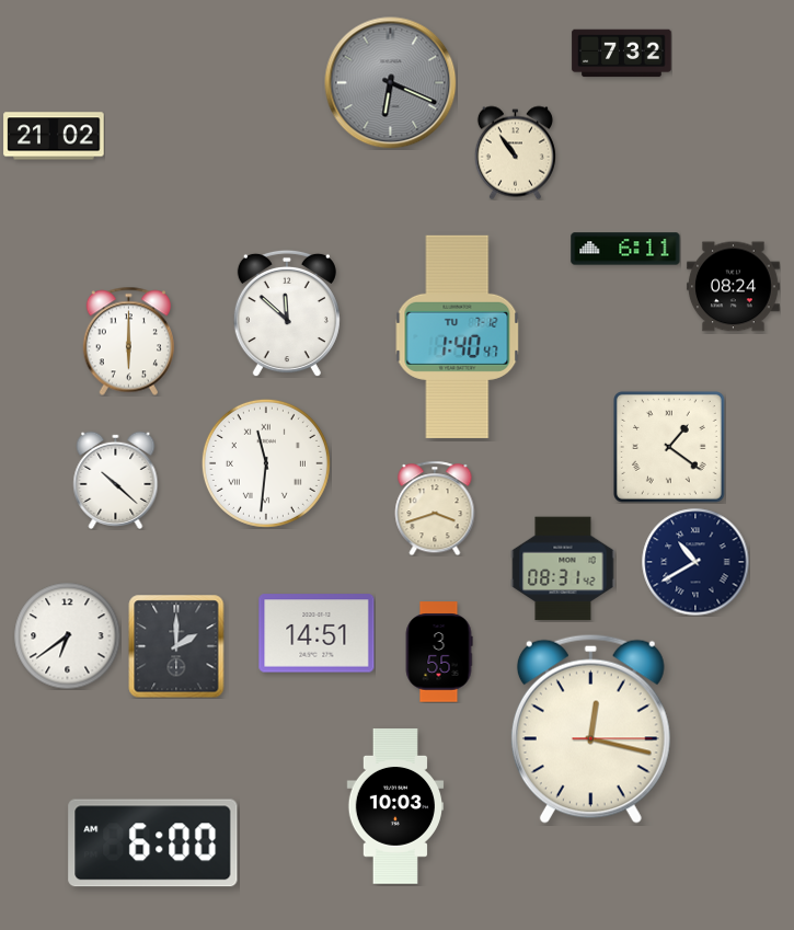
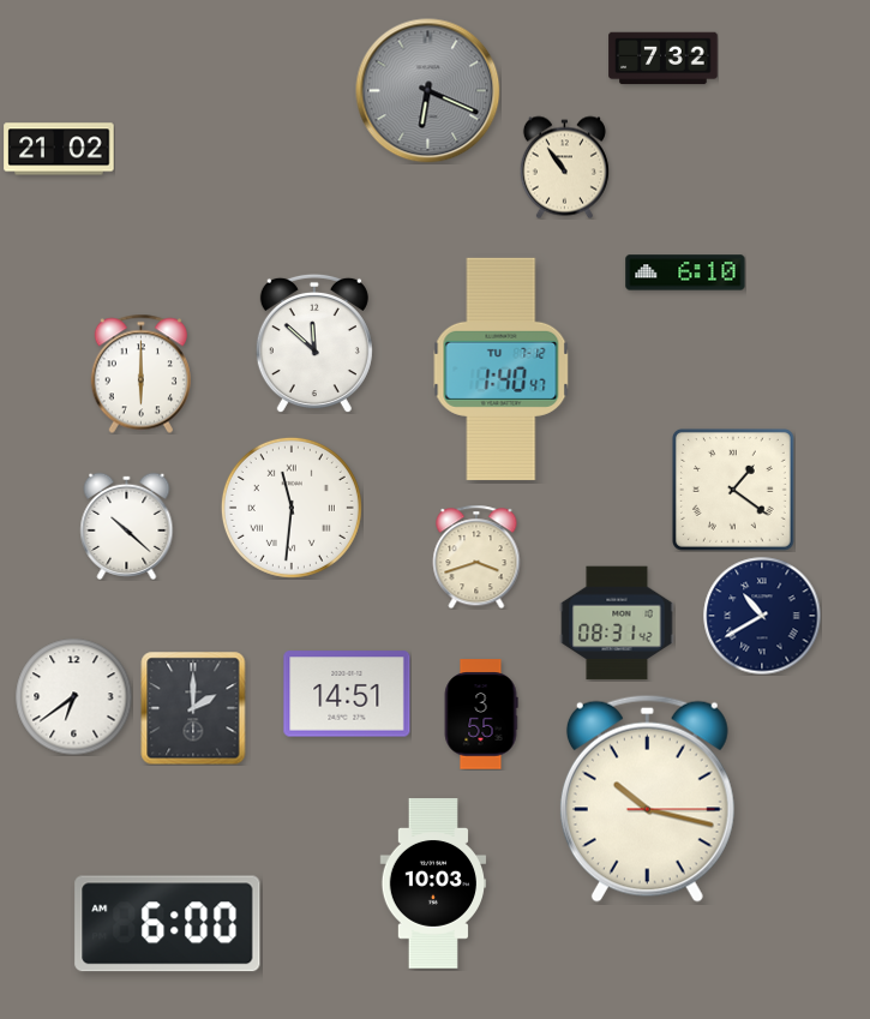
clock at (622, 54) position: (622, 54) -> (664, 59)
clock at (625, 249): 6:11 -> 6:10
clock at (733, 287): 08:24 -> none
clock at (590, 728): 12:17 -> 10:17
